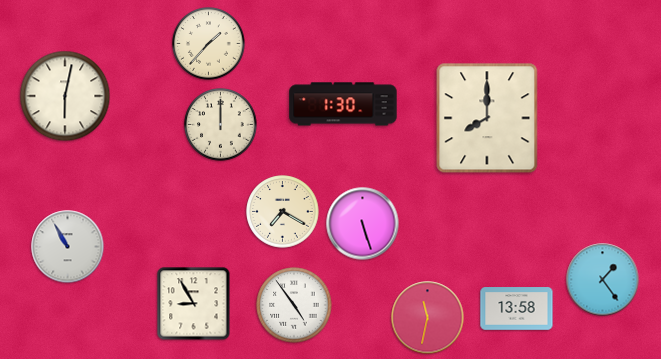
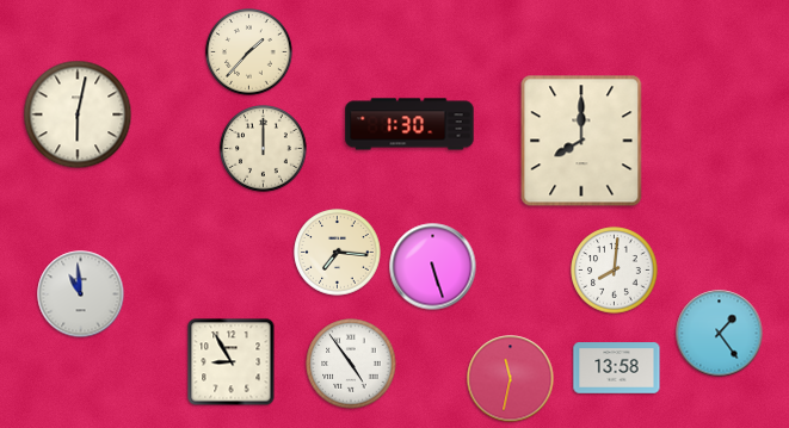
clock at (283, 212): 7:20 -> 7:16
clock at (615, 271): none -> 8:01
clock at (68, 247): 10:55 -> 10:59
